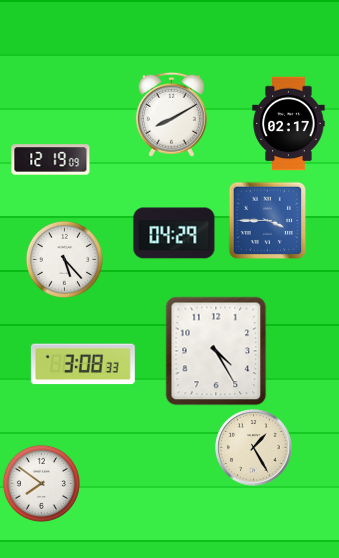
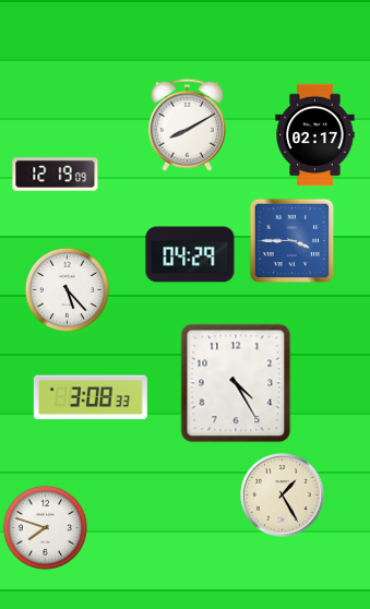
clock at (64, 259) position: (64, 259) -> (67, 289)
clock at (254, 448) position: (254, 448) -> (283, 495)
clock at (41, 483): 7:51 -> 7:48
